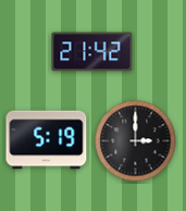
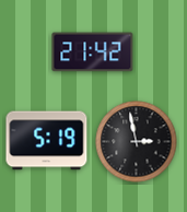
clock at (136, 141): 3:00 -> 2:58
